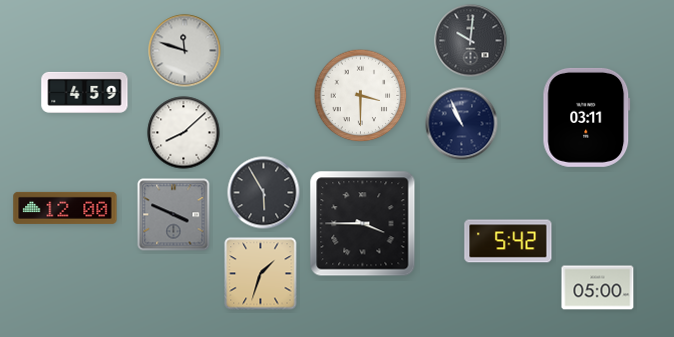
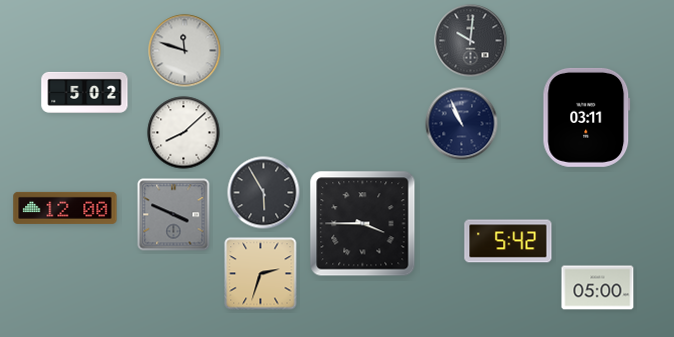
clock at (85, 92): 4:59 -> 5:02
clock at (361, 96): 3:30 -> none
clock at (261, 274): 1:33 -> 2:33
